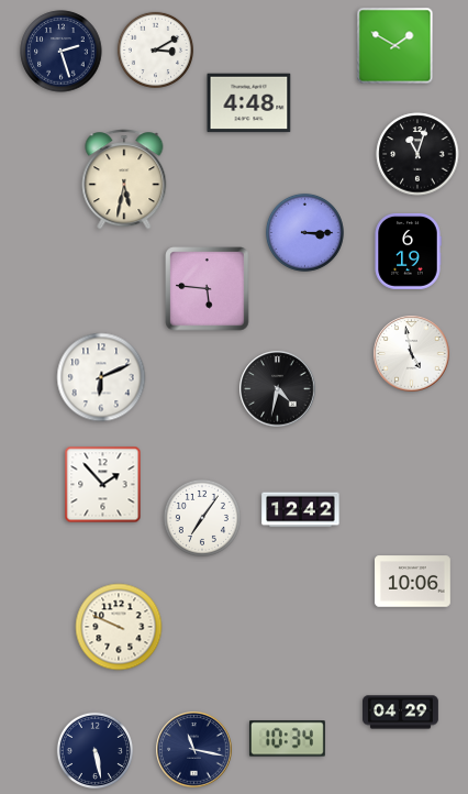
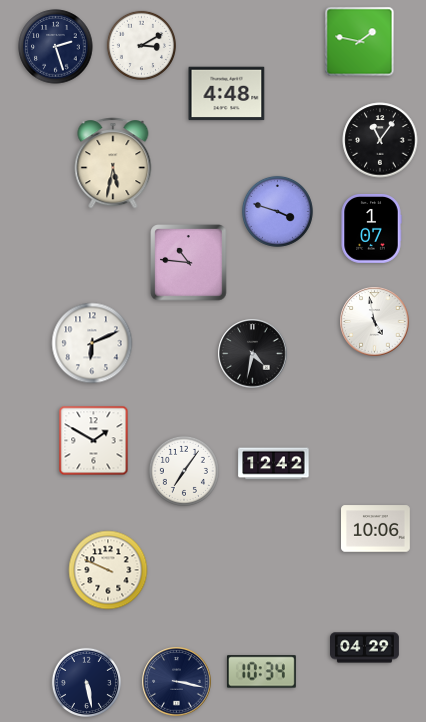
clock at (395, 46): 1:50 -> 1:47
clock at (417, 154): 11:03 -> 11:06
clock at (304, 232): 3:15 -> 3:48
clock at (408, 252): 6:19 -> 1:07
clock at (208, 289): 5:46 -> 10:46
clock at (103, 485): 1:53 -> 1:50
clock at (194, 750): 11:17 -> 3:17
